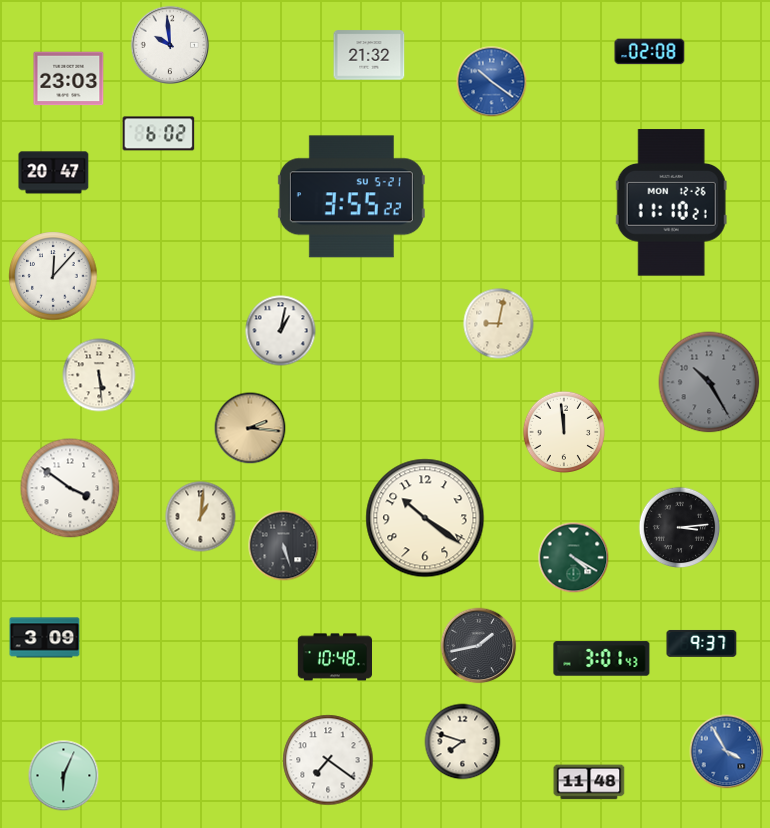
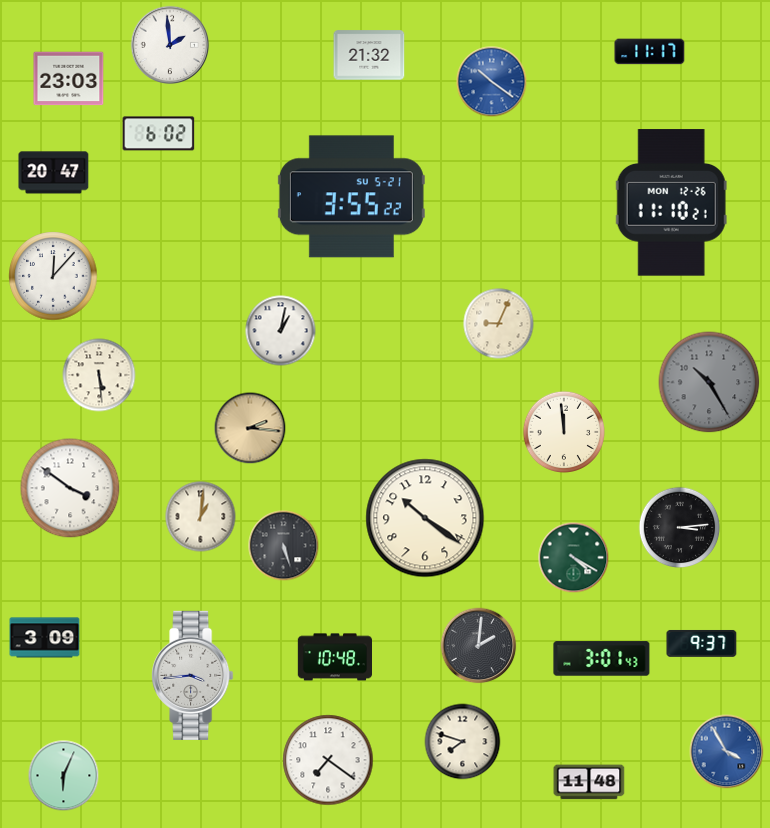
clock at (170, 45): 9:59 -> 1:59
clock at (650, 52): 02:08 -> 11:17
clock at (499, 324): 9:02 -> 9:04
clock at (479, 646): 1:43 -> 2:01
clock at (193, 675): none -> 3:44
